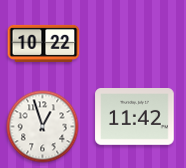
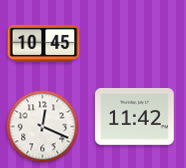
clock at (44, 43): 10:22 -> 10:45
clock at (43, 127): 12:57 -> 12:19
